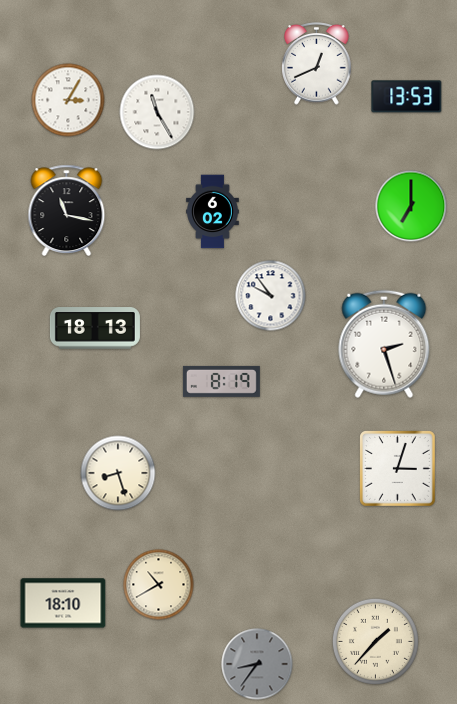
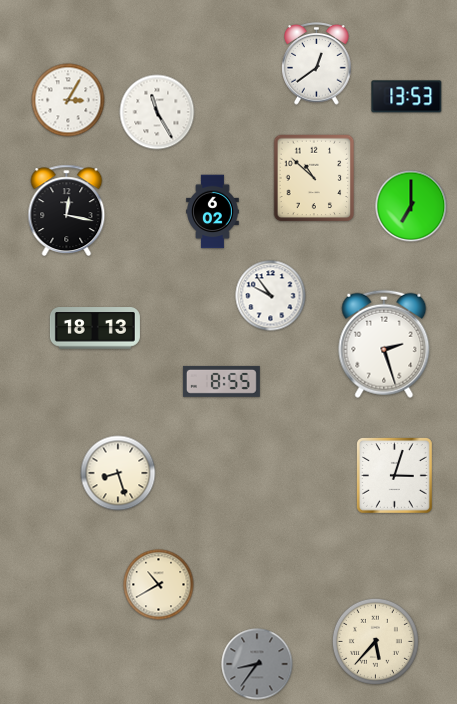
clock at (317, 64): 12:41 -> 12:39
clock at (314, 178): none -> 10:52
clock at (67, 210): 11:17 -> 12:17
clock at (221, 381): 8:19 -> 8:55
clock at (398, 469) position: (398, 469) -> (395, 476)
clock at (63, 603): 18:10 -> none
clock at (375, 641): 1:37 -> 5:37
